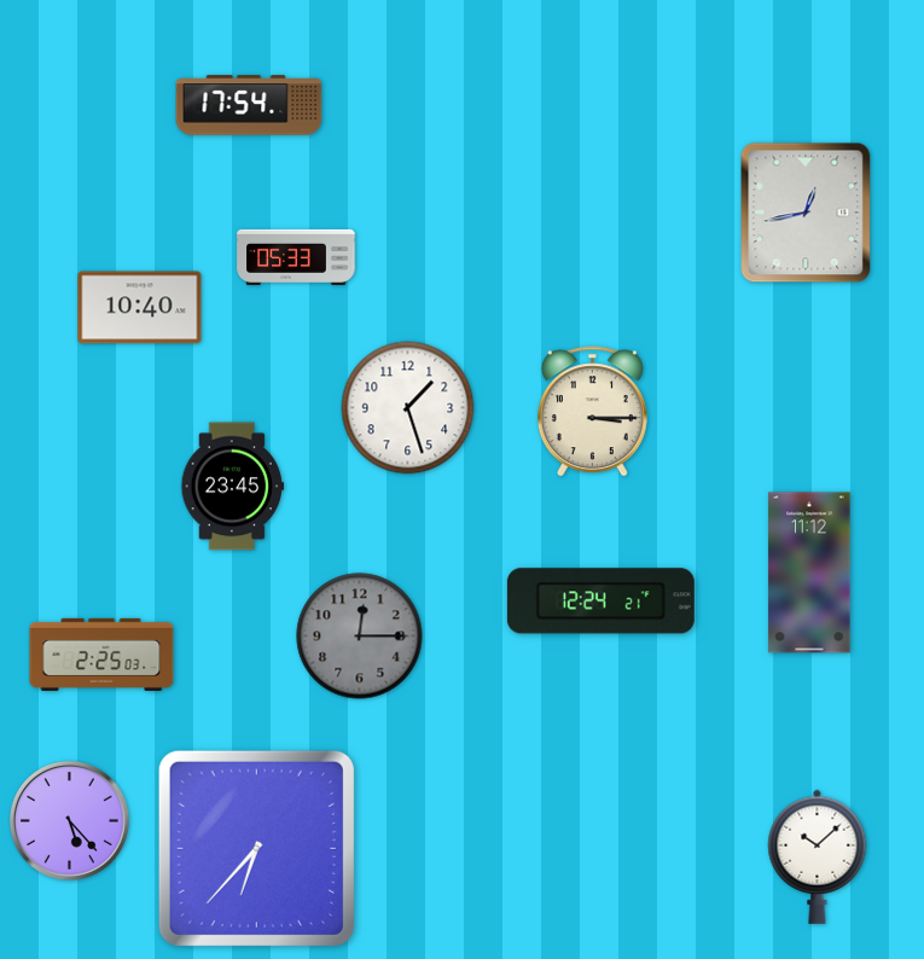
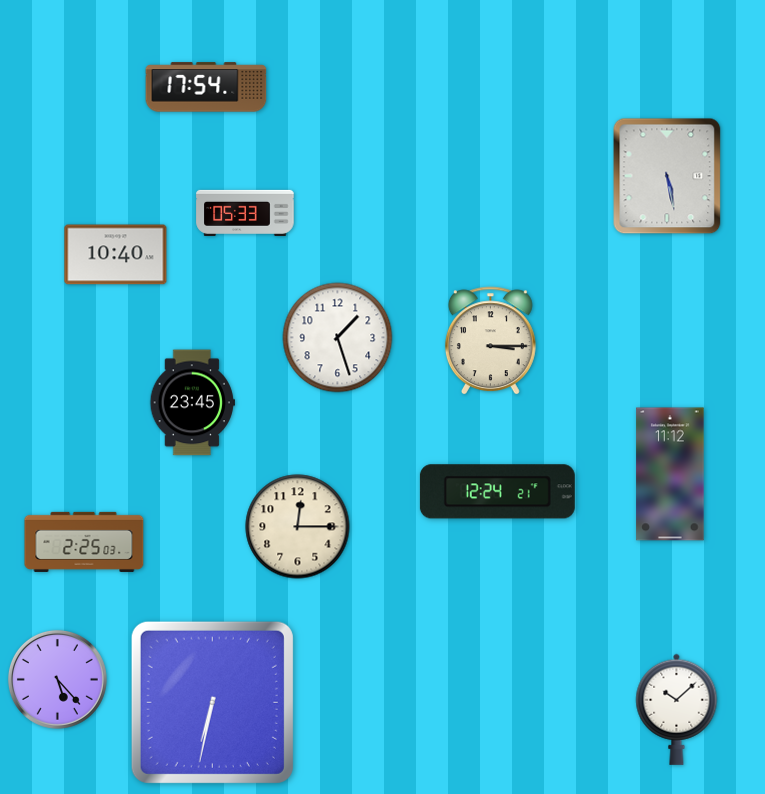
clock at (806, 213): 12:43 -> 5:28
clock at (600, 601) position: (600, 601) -> (497, 492)
clock at (360, 637) dial: grey -> cream
clock at (256, 848): 6:37 -> 6:32
